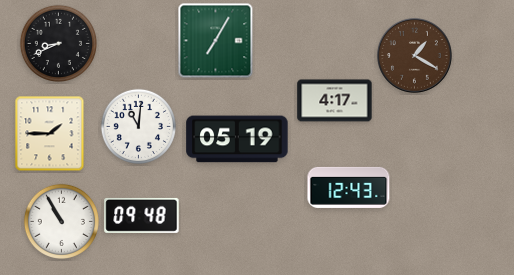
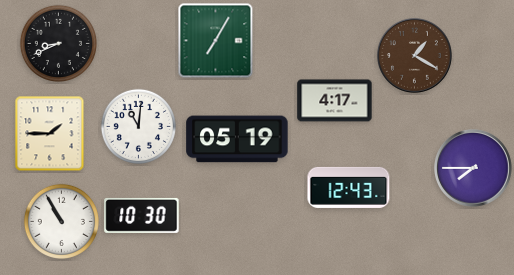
clock at (474, 169): none -> 7:45
clock at (142, 215): 09:48 -> 10:30
